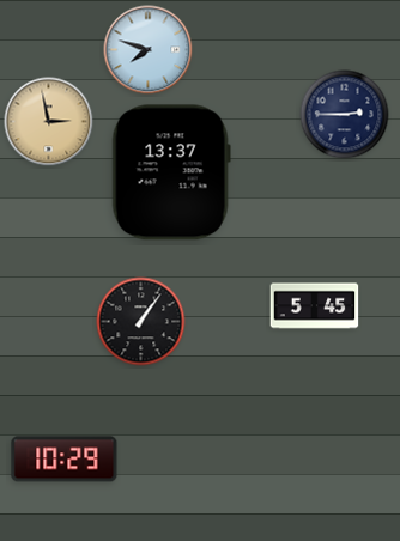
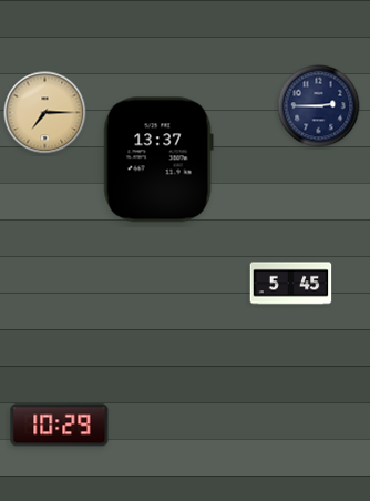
clock at (149, 50): 7:48 -> none
clock at (49, 122): 2:58 -> 7:15
clock at (141, 322): 1:06 -> none
